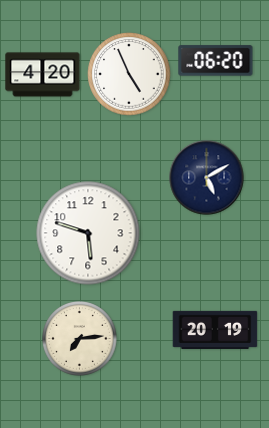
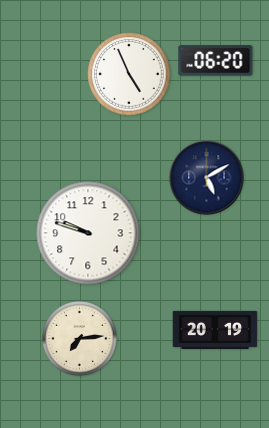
clock at (43, 75): 4:20 -> none
clock at (88, 233): 5:48 -> 9:48
